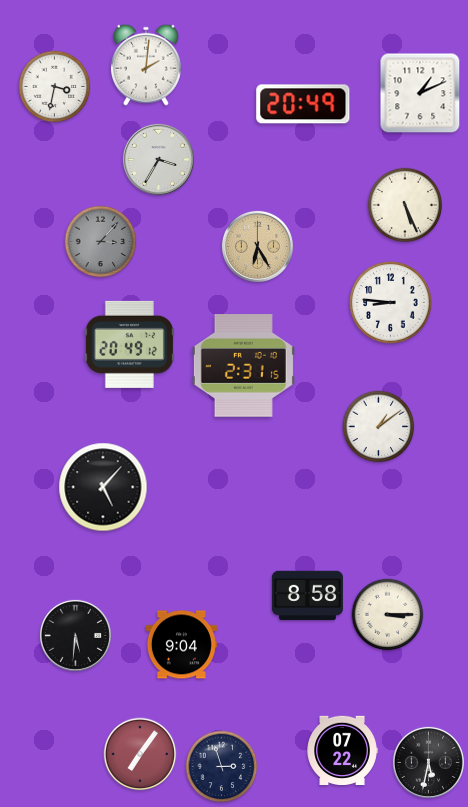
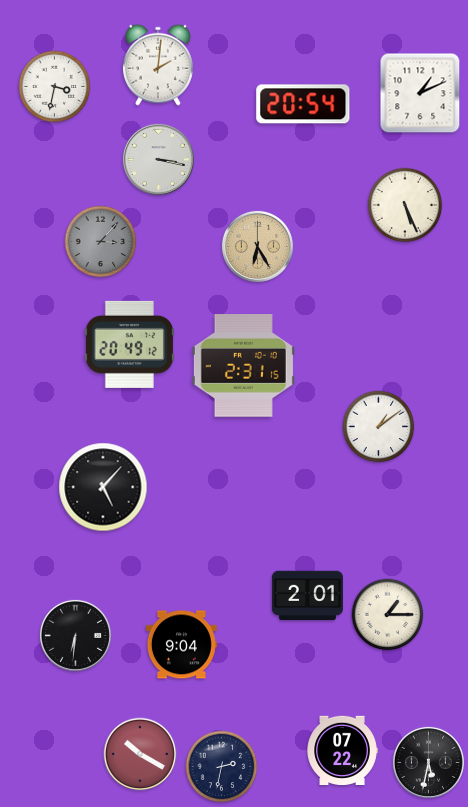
clock at (146, 65) position: (146, 65) -> (158, 65)
clock at (303, 104): 20:49 -> 20:54
clock at (158, 159): 3:35 -> 3:17
clock at (391, 303): 8:46 -> none
clock at (307, 596): 8:58 -> 2:01
clock at (388, 615): 3:15 -> 1:15
clock at (75, 635): 5:31 -> 6:31
clock at (140, 754): 7:06 -> 10:20
clock at (222, 767): 2:57 -> 2:32
